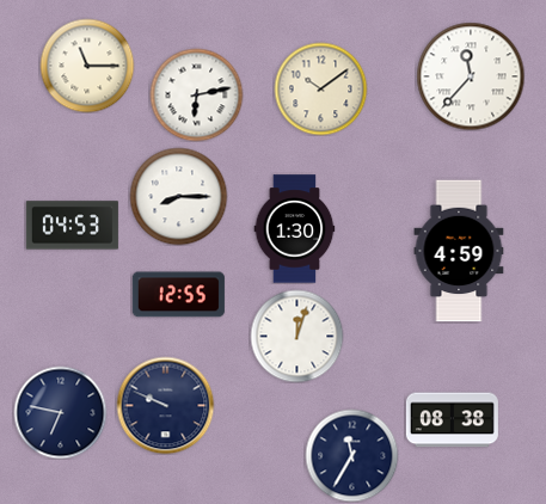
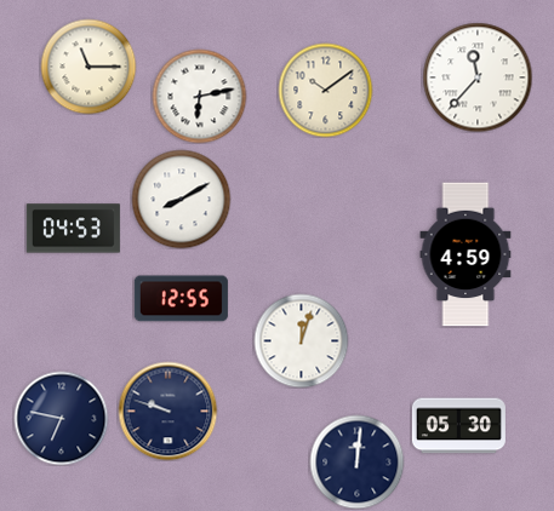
clock at (178, 196): 8:15 -> 8:10
clock at (295, 229): 1:30 -> none
clock at (165, 405): 9:49 -> 9:48
clock at (452, 420): 08:38 -> 05:30
clock at (351, 455): 11:35 -> 12:01
